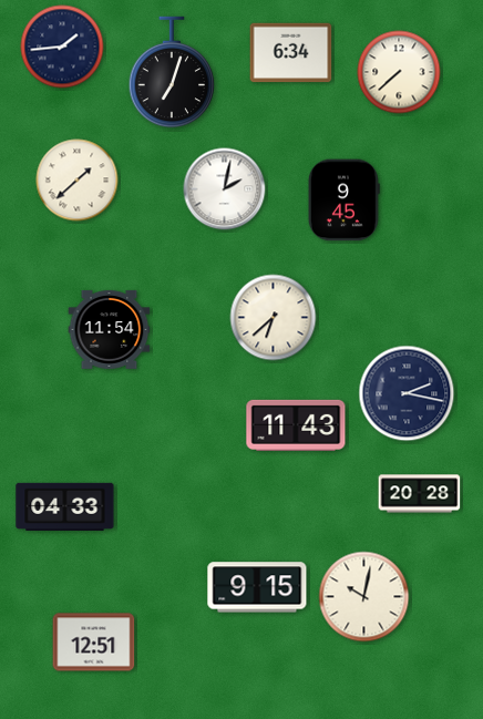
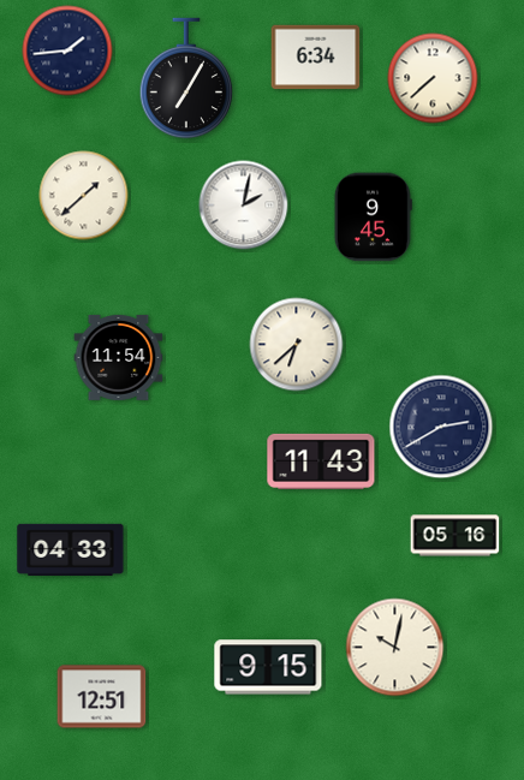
clock at (172, 72): 7:03 -> 7:05
clock at (407, 393): 2:17 -> 2:40
clock at (420, 494): 20:28 -> 05:16
clock at (257, 587) position: (257, 587) -> (268, 667)
